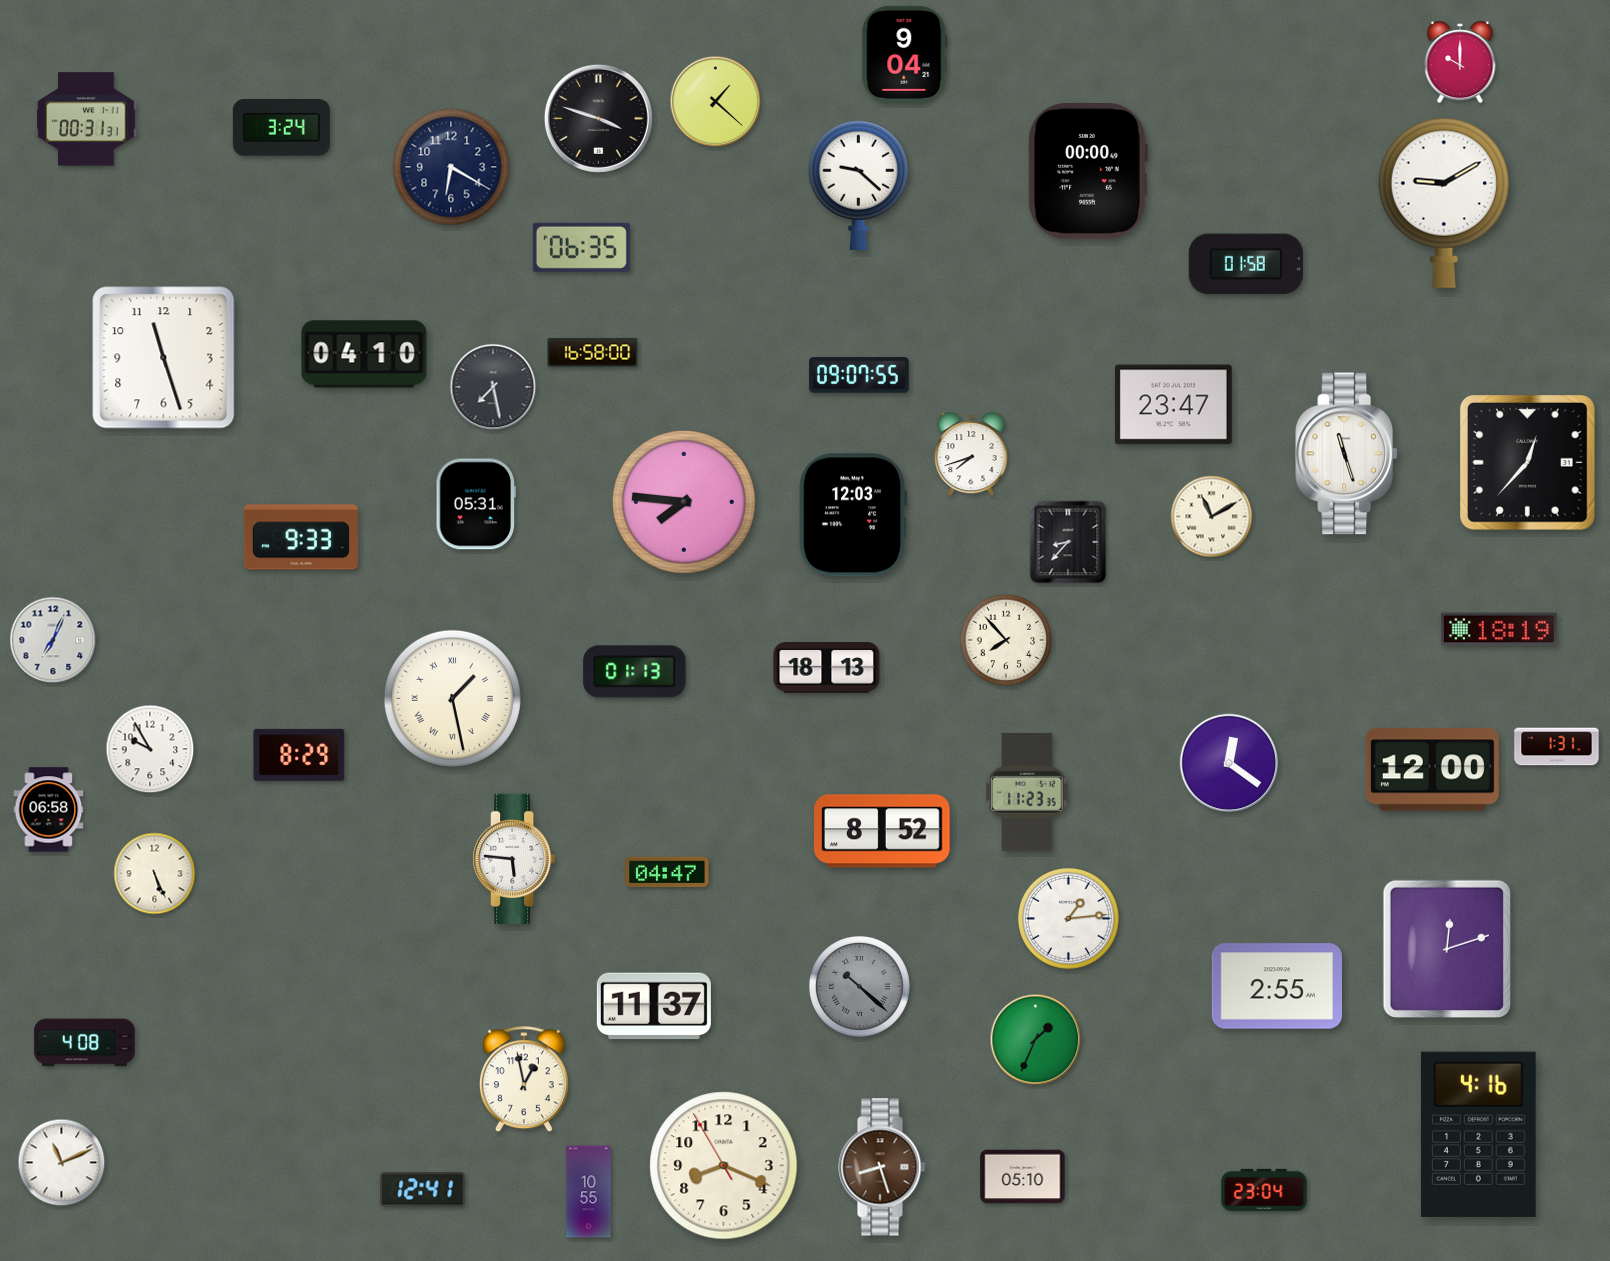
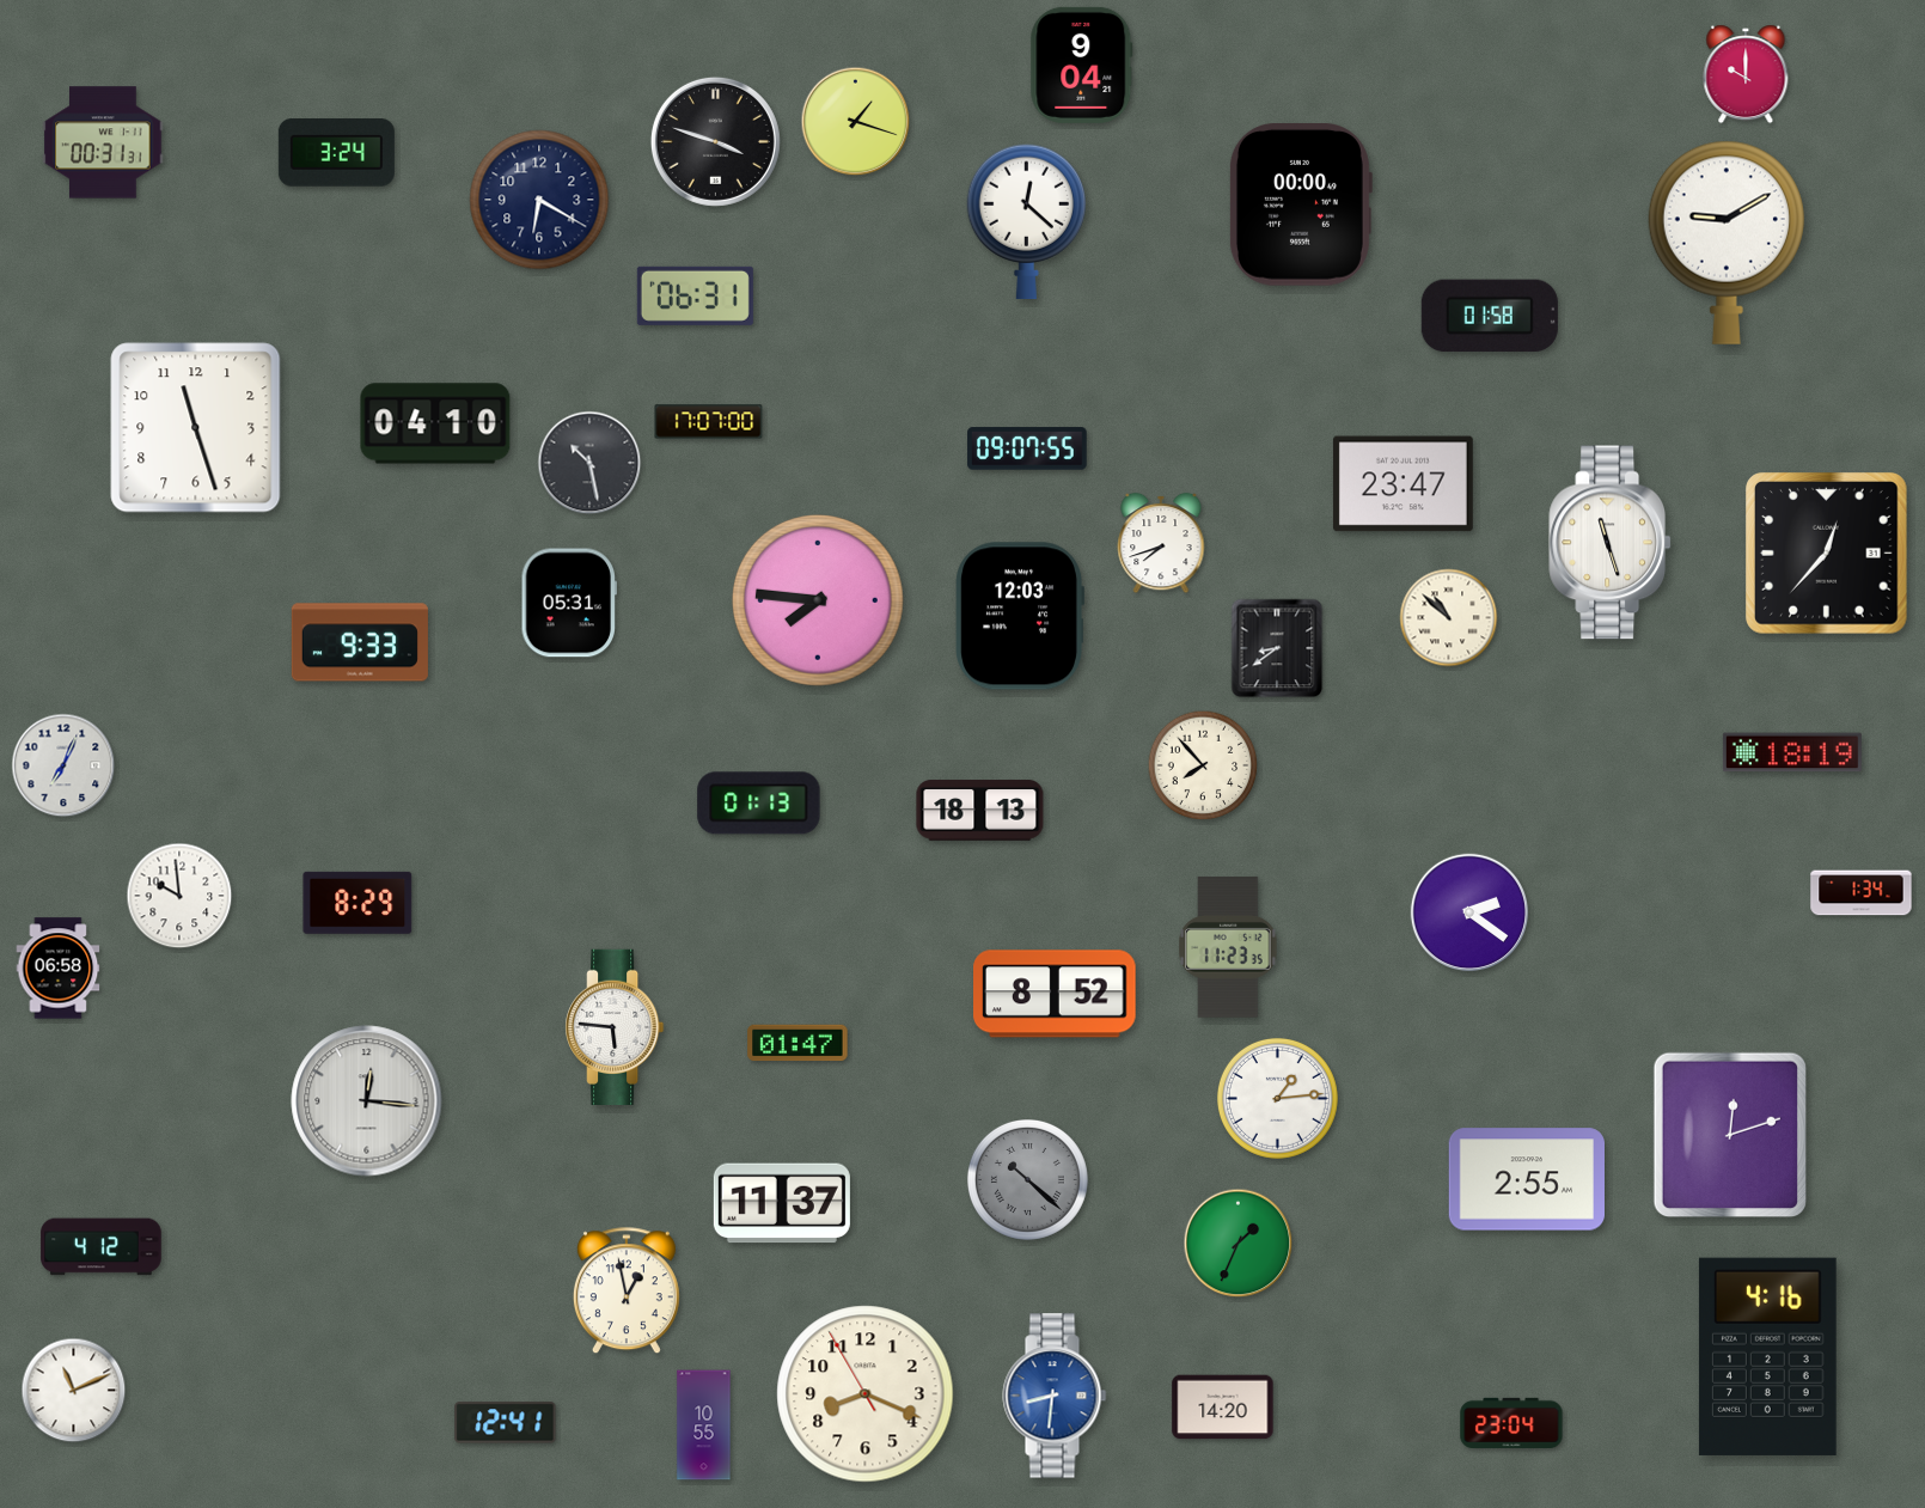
clock at (716, 102): 1:22 -> 1:18
clock at (859, 186): 9:22 -> 12:22
clock at (581, 247): 06:35 -> 06:31
clock at (593, 353): 16:58 -> 17:07
clock at (493, 387): 7:28 -> 10:28
clock at (1212, 517): 11:10 -> 10:52
clock at (1068, 542): 8:37 -> 8:39
clock at (827, 668) position: (827, 668) -> (980, 811)
clock at (452, 698): 1:28 -> none
clock at (1557, 747): 1:31 -> 1:34
clock at (150, 749): 9:55 -> 9:59
clock at (1228, 762): 12:21 -> 2:21
clock at (1432, 770): 12:00 -> none
clock at (667, 872): 04:47 -> 01:47
clock at (155, 874): 5:26 -> none
clock at (367, 1101): none -> 12:16
clock at (85, 1043): 4:08 -> 4:12
clock at (882, 1167): 8:27 -> 8:31
clock at (882, 1167) dial: brown -> blue
clock at (1023, 1177): 05:10 -> 14:20
